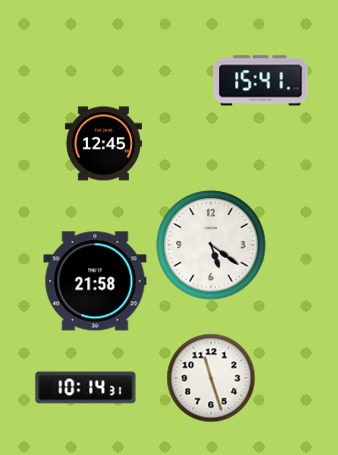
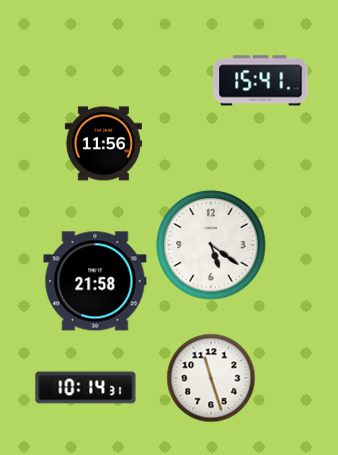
clock at (103, 144): 12:45 -> 11:56
